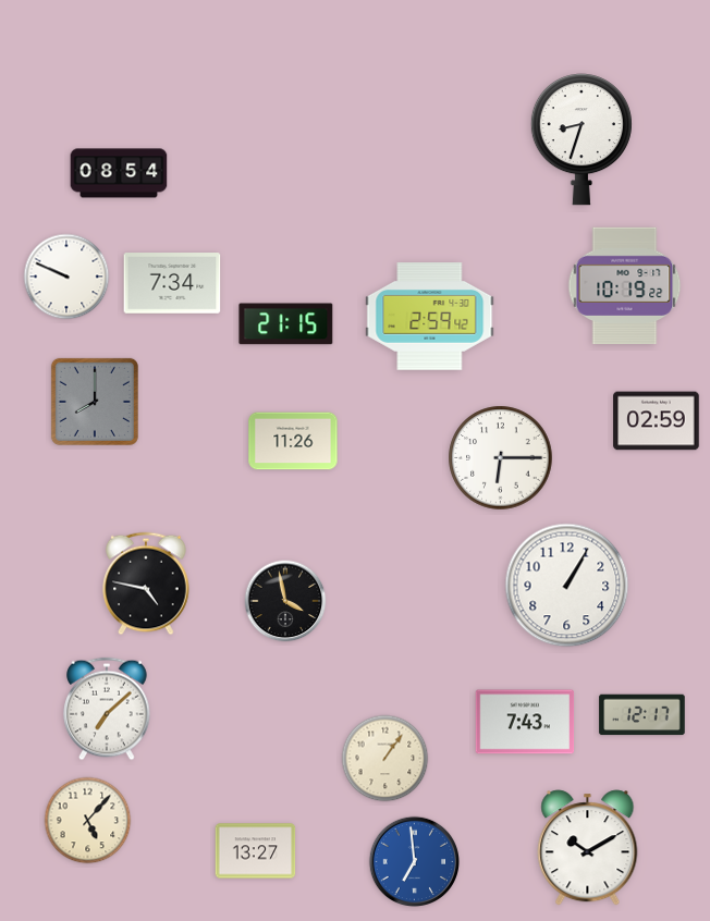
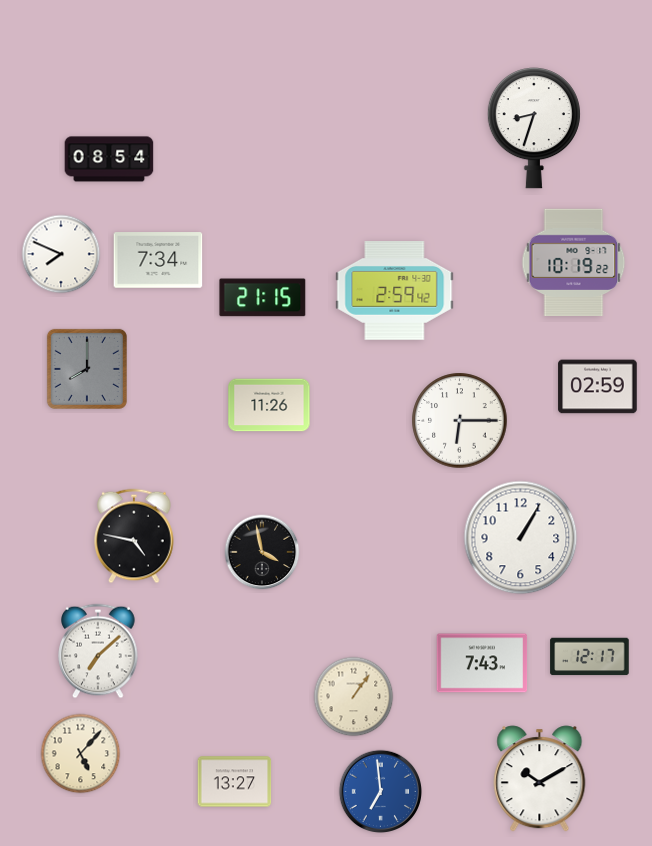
clock at (66, 277): 9:49 -> 7:49
clock at (657, 421) position: (657, 421) -> (598, 387)
